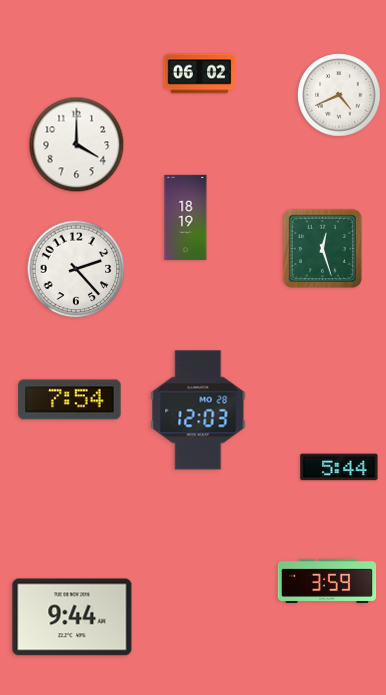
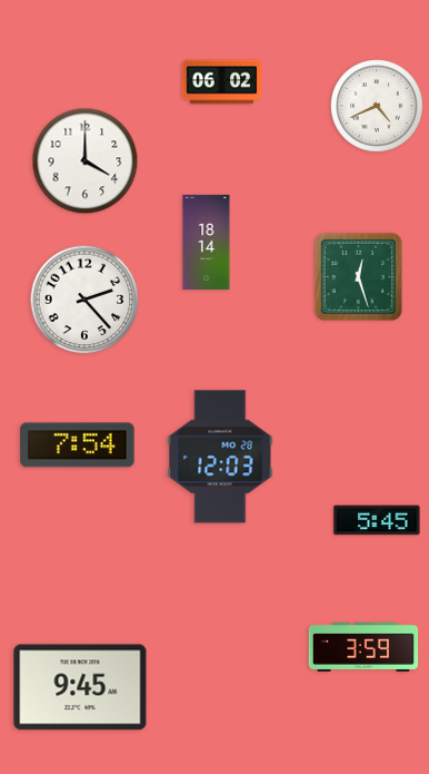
clock at (186, 218): 18:19 -> 18:14
clock at (339, 467): 5:44 -> 5:45
clock at (72, 617): 9:44 -> 9:45
